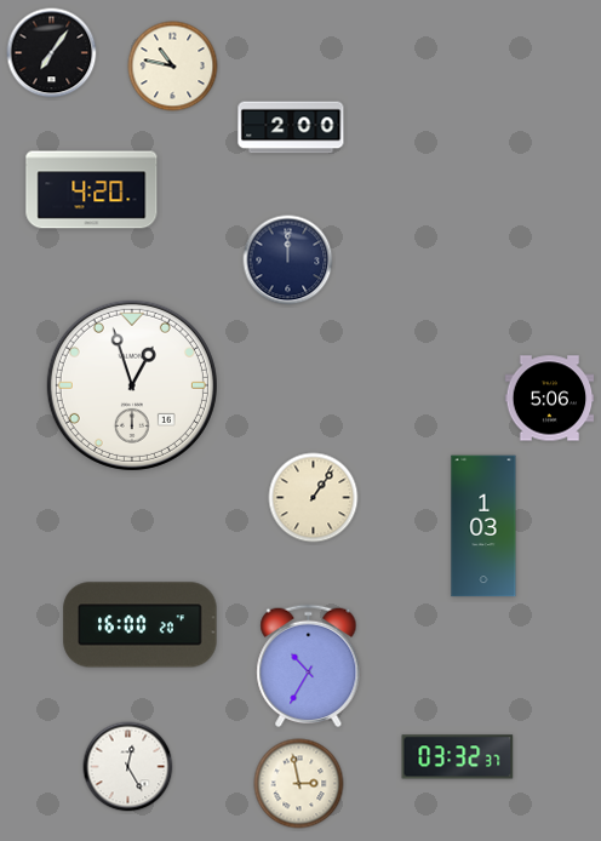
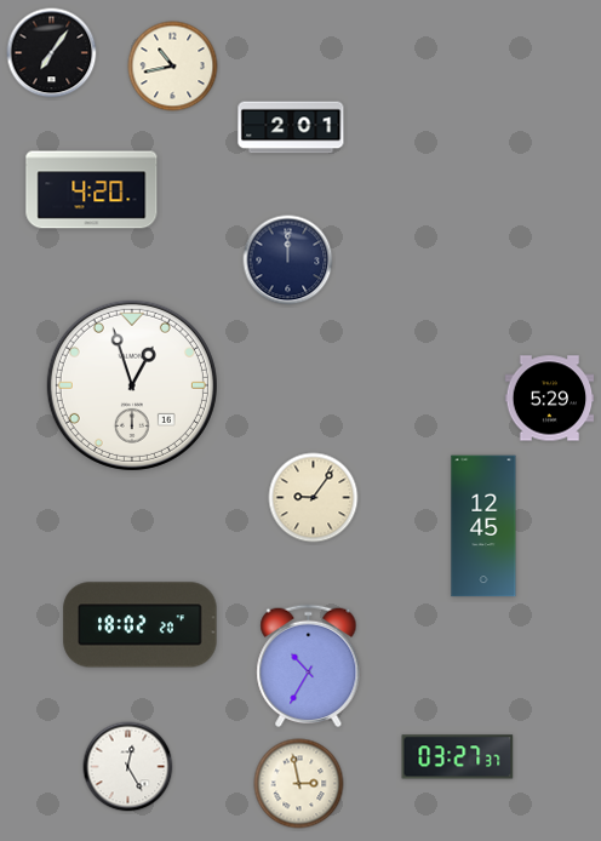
clock at (173, 67): 10:47 -> 10:43
clock at (291, 127): 2:00 -> 2:01
clock at (550, 399): 5:06 -> 5:29
clock at (314, 498): 1:06 -> 9:06
clock at (483, 526): 1:03 -> 12:45
clock at (141, 625): 16:00 -> 18:02
clock at (458, 757): 03:32 -> 03:27
